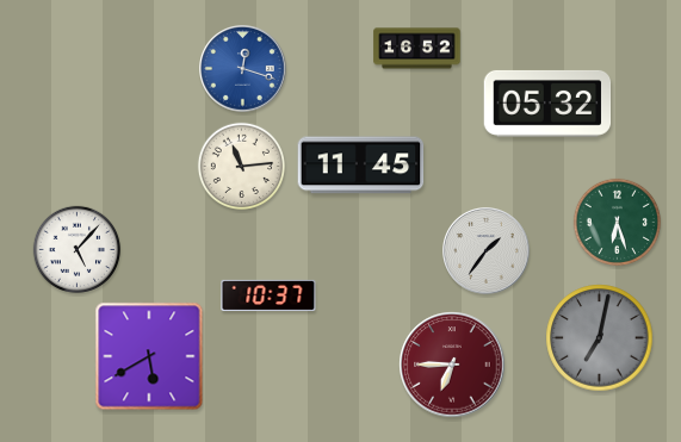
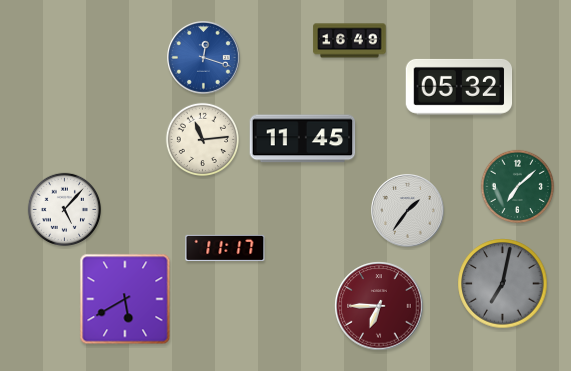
clock at (417, 49): 16:52 -> 16:49
clock at (618, 223): 6:27 -> 7:08
clock at (268, 295): 10:37 -> 11:17
